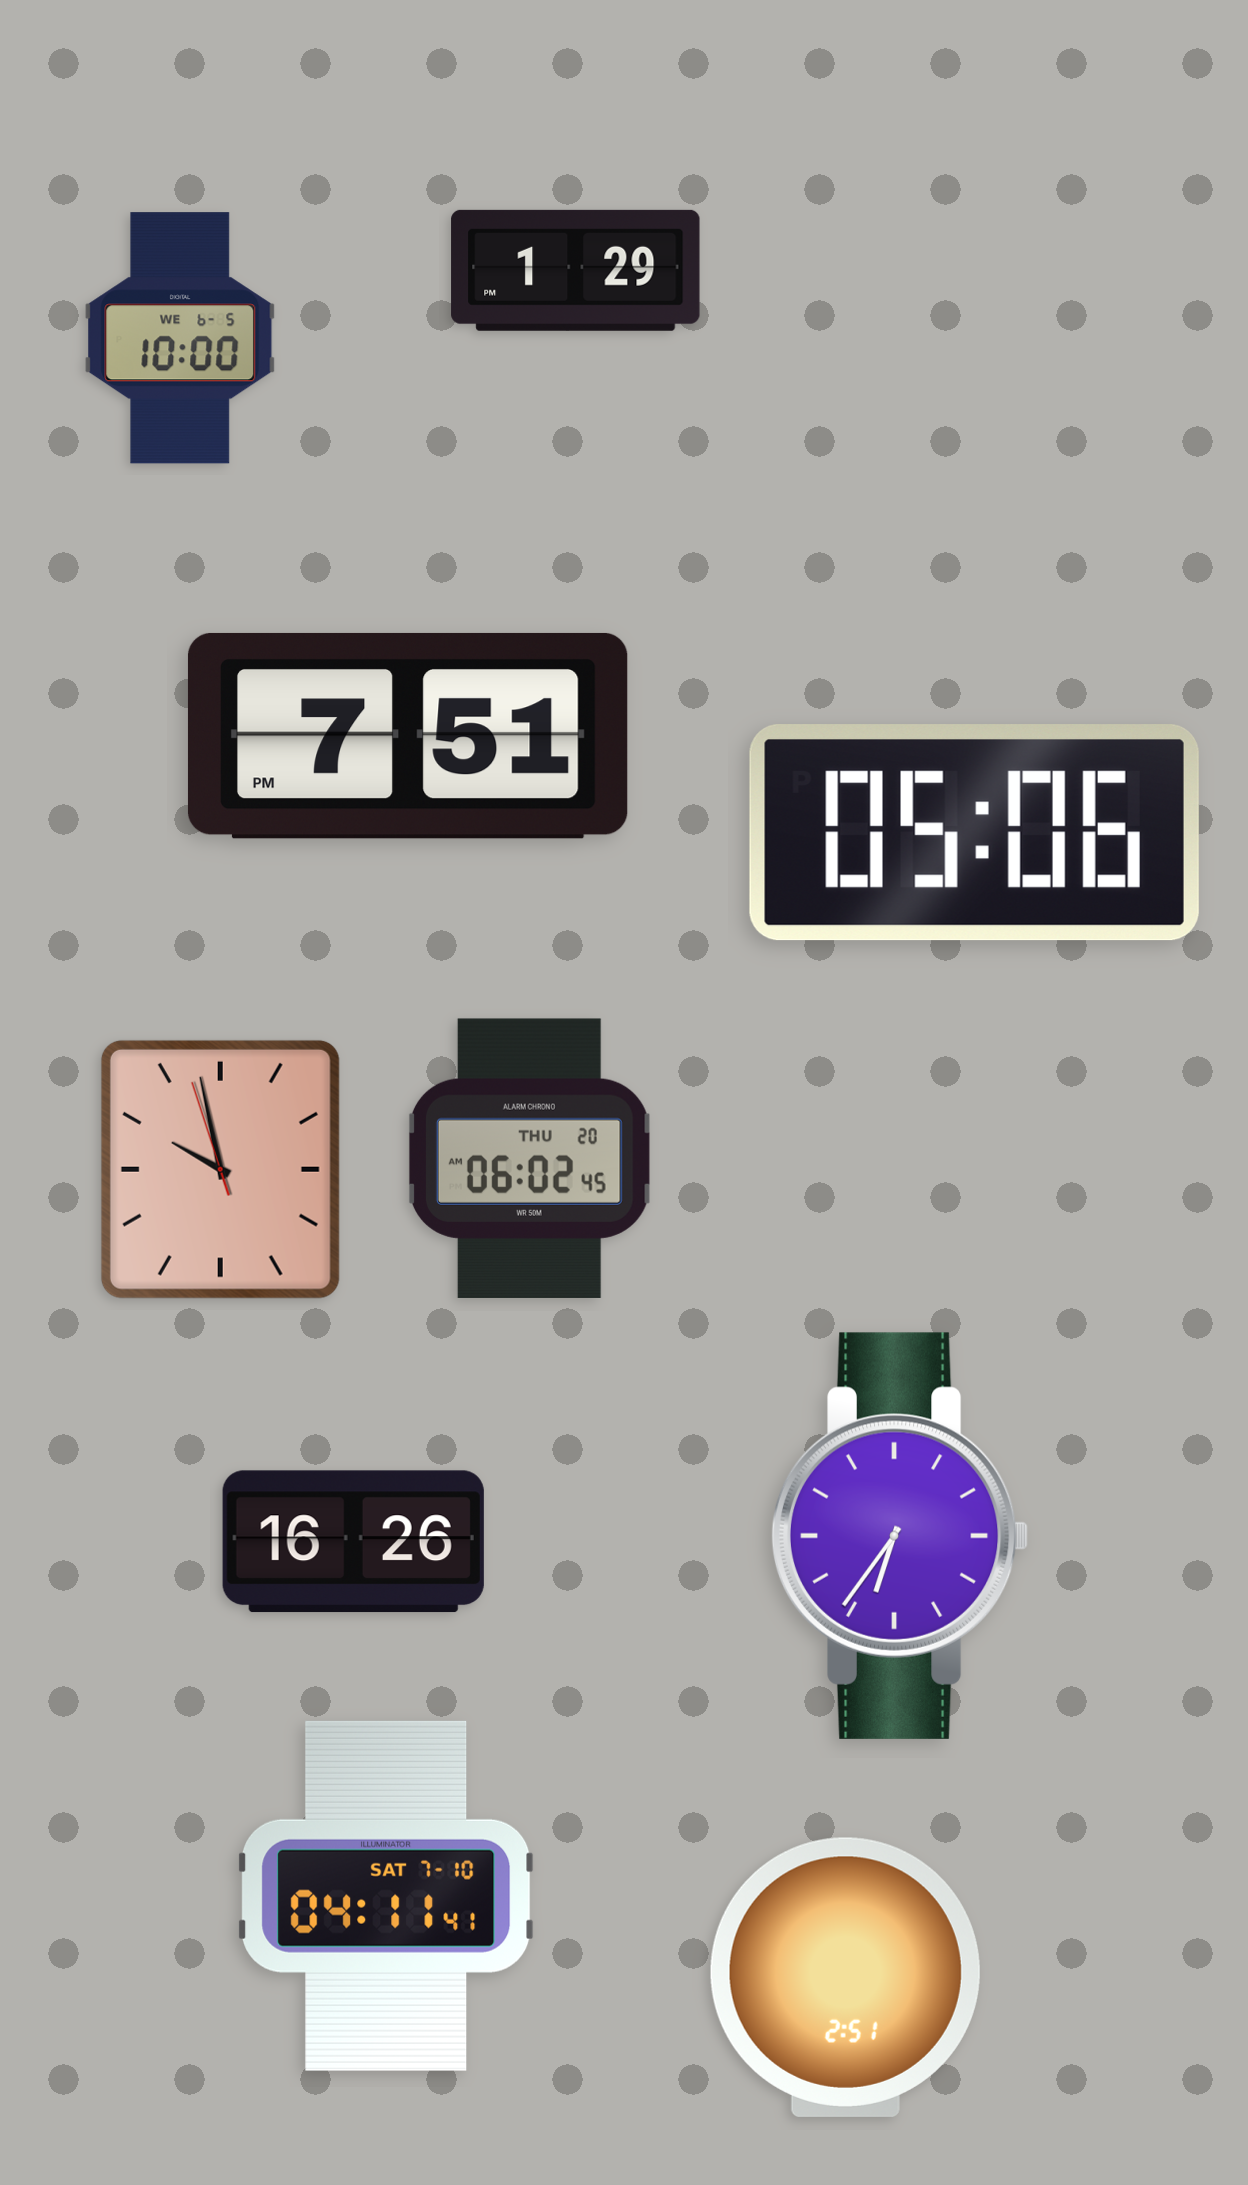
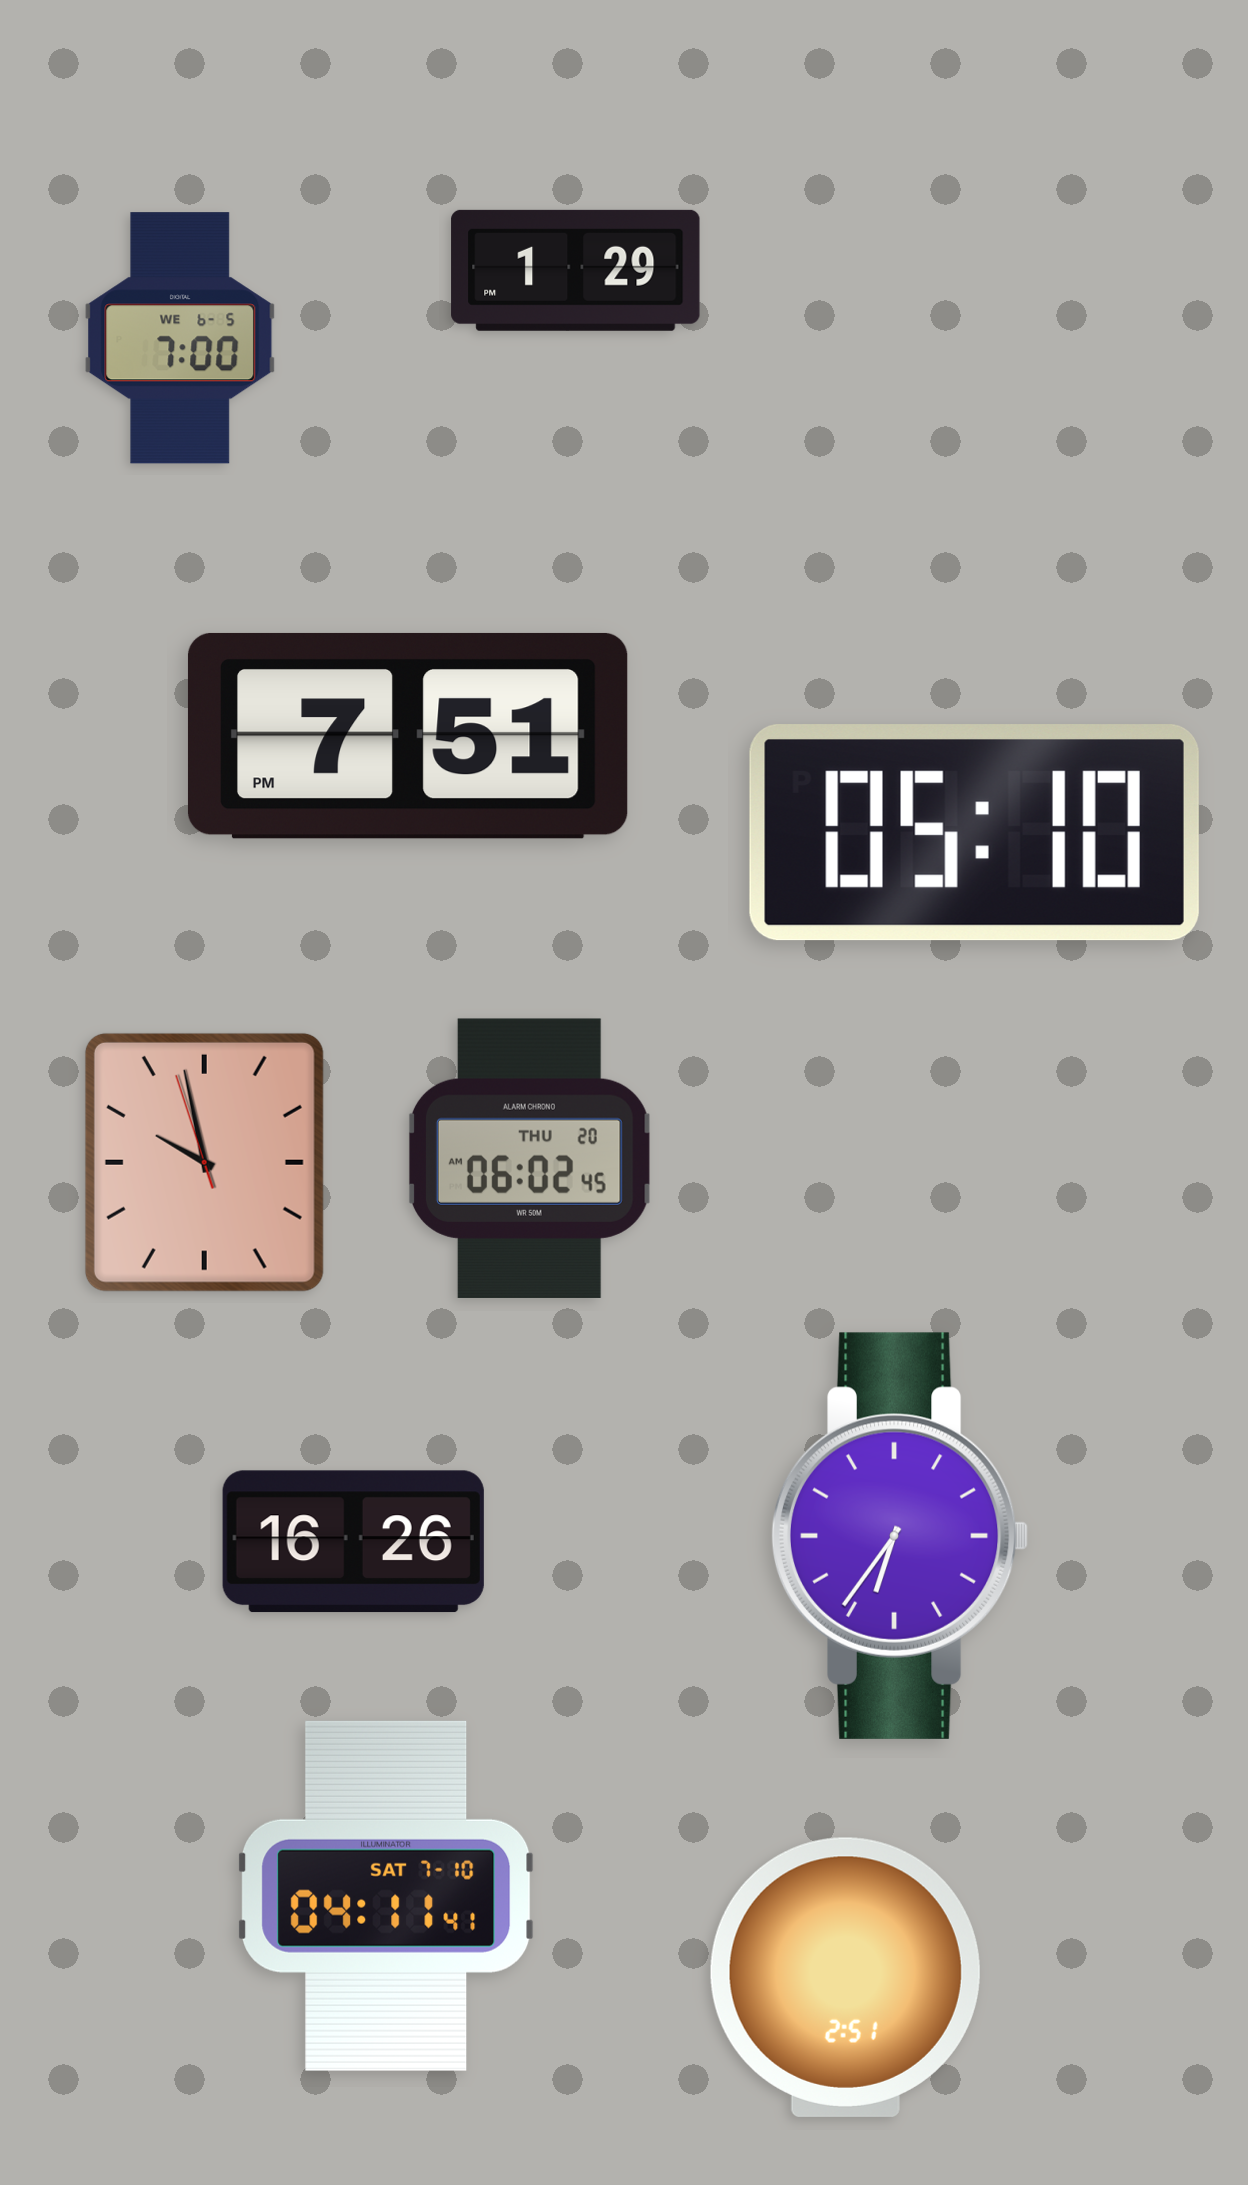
clock at (180, 338): 10:00 -> 7:00
clock at (974, 833): 05:06 -> 05:10
clock at (220, 1169) position: (220, 1169) -> (204, 1162)
